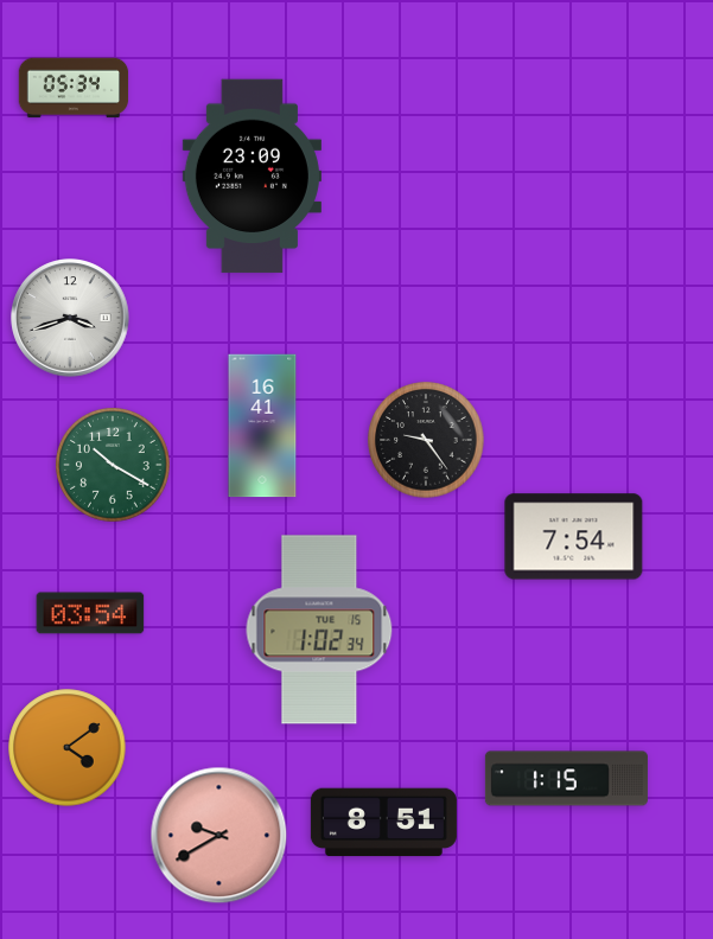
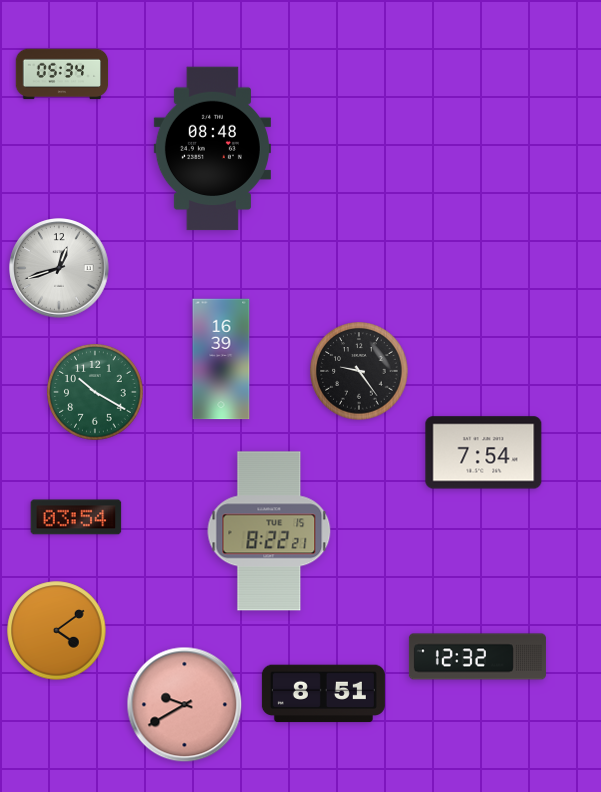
clock at (252, 177): 23:09 -> 08:48
clock at (70, 318): 3:42 -> 12:42
clock at (262, 426): 16:41 -> 16:39
clock at (319, 630): 1:02 -> 8:22
clock at (566, 779): 1:15 -> 12:32
